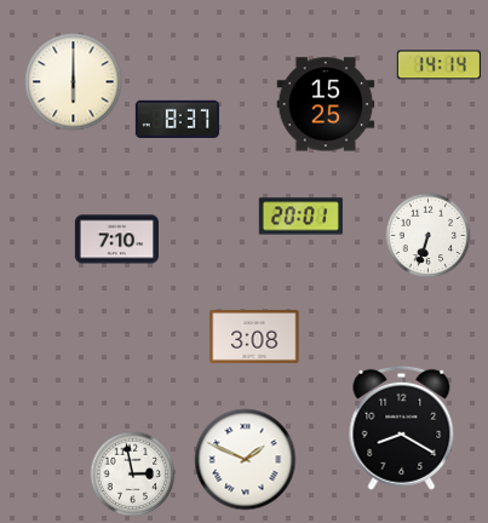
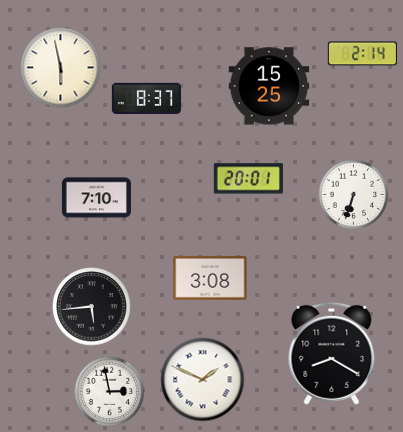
clock at (438, 65): 14:14 -> 2:14
clock at (74, 82): 6:00 -> 5:58
clock at (92, 307): none -> 5:44
